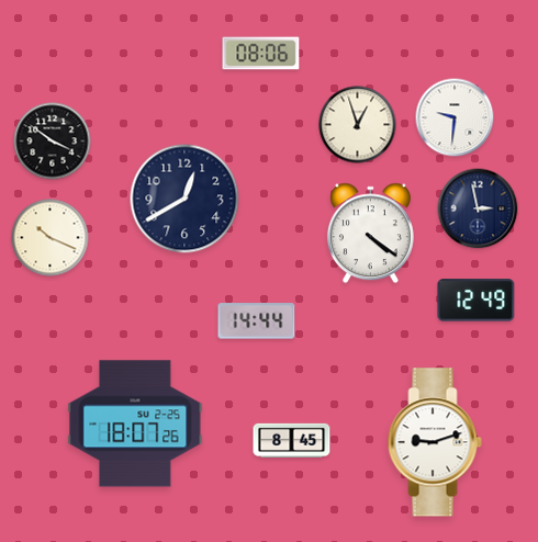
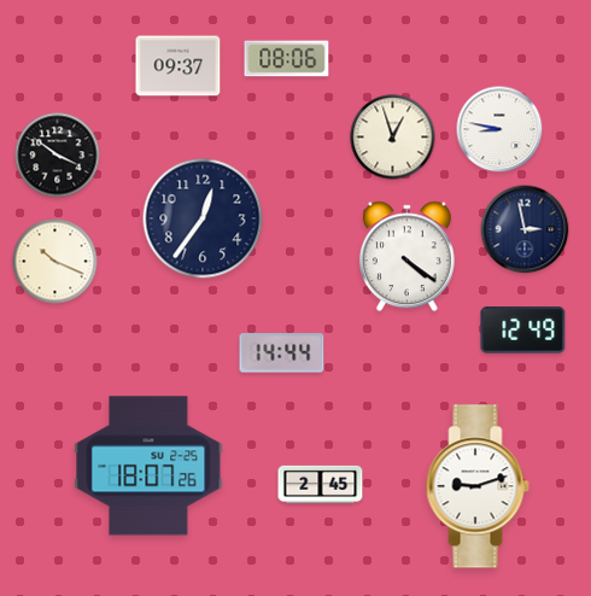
clock at (179, 66): none -> 09:37
clock at (455, 117): 9:31 -> 8:47
clock at (184, 199): 12:40 -> 12:36
clock at (292, 440): 8:45 -> 2:45
